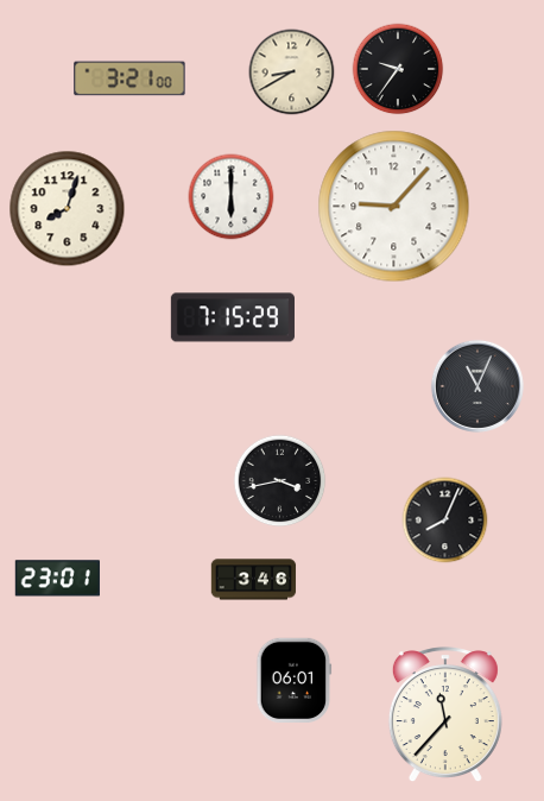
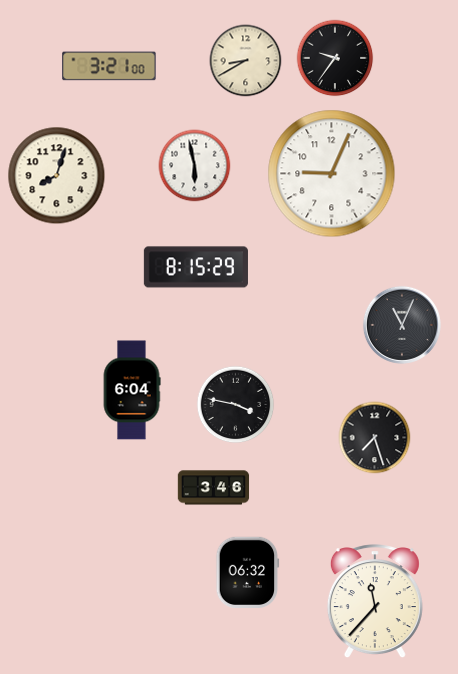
clock at (232, 197): 6:00 -> 5:58
clock at (394, 207): 9:07 -> 9:04
clock at (233, 317): 7:15 -> 8:15
clock at (132, 390): none -> 6:04
clock at (280, 481): 3:43 -> 3:47
clock at (445, 521): 8:04 -> 7:27
clock at (57, 579): 23:01 -> none
clock at (295, 680): 06:01 -> 06:32
